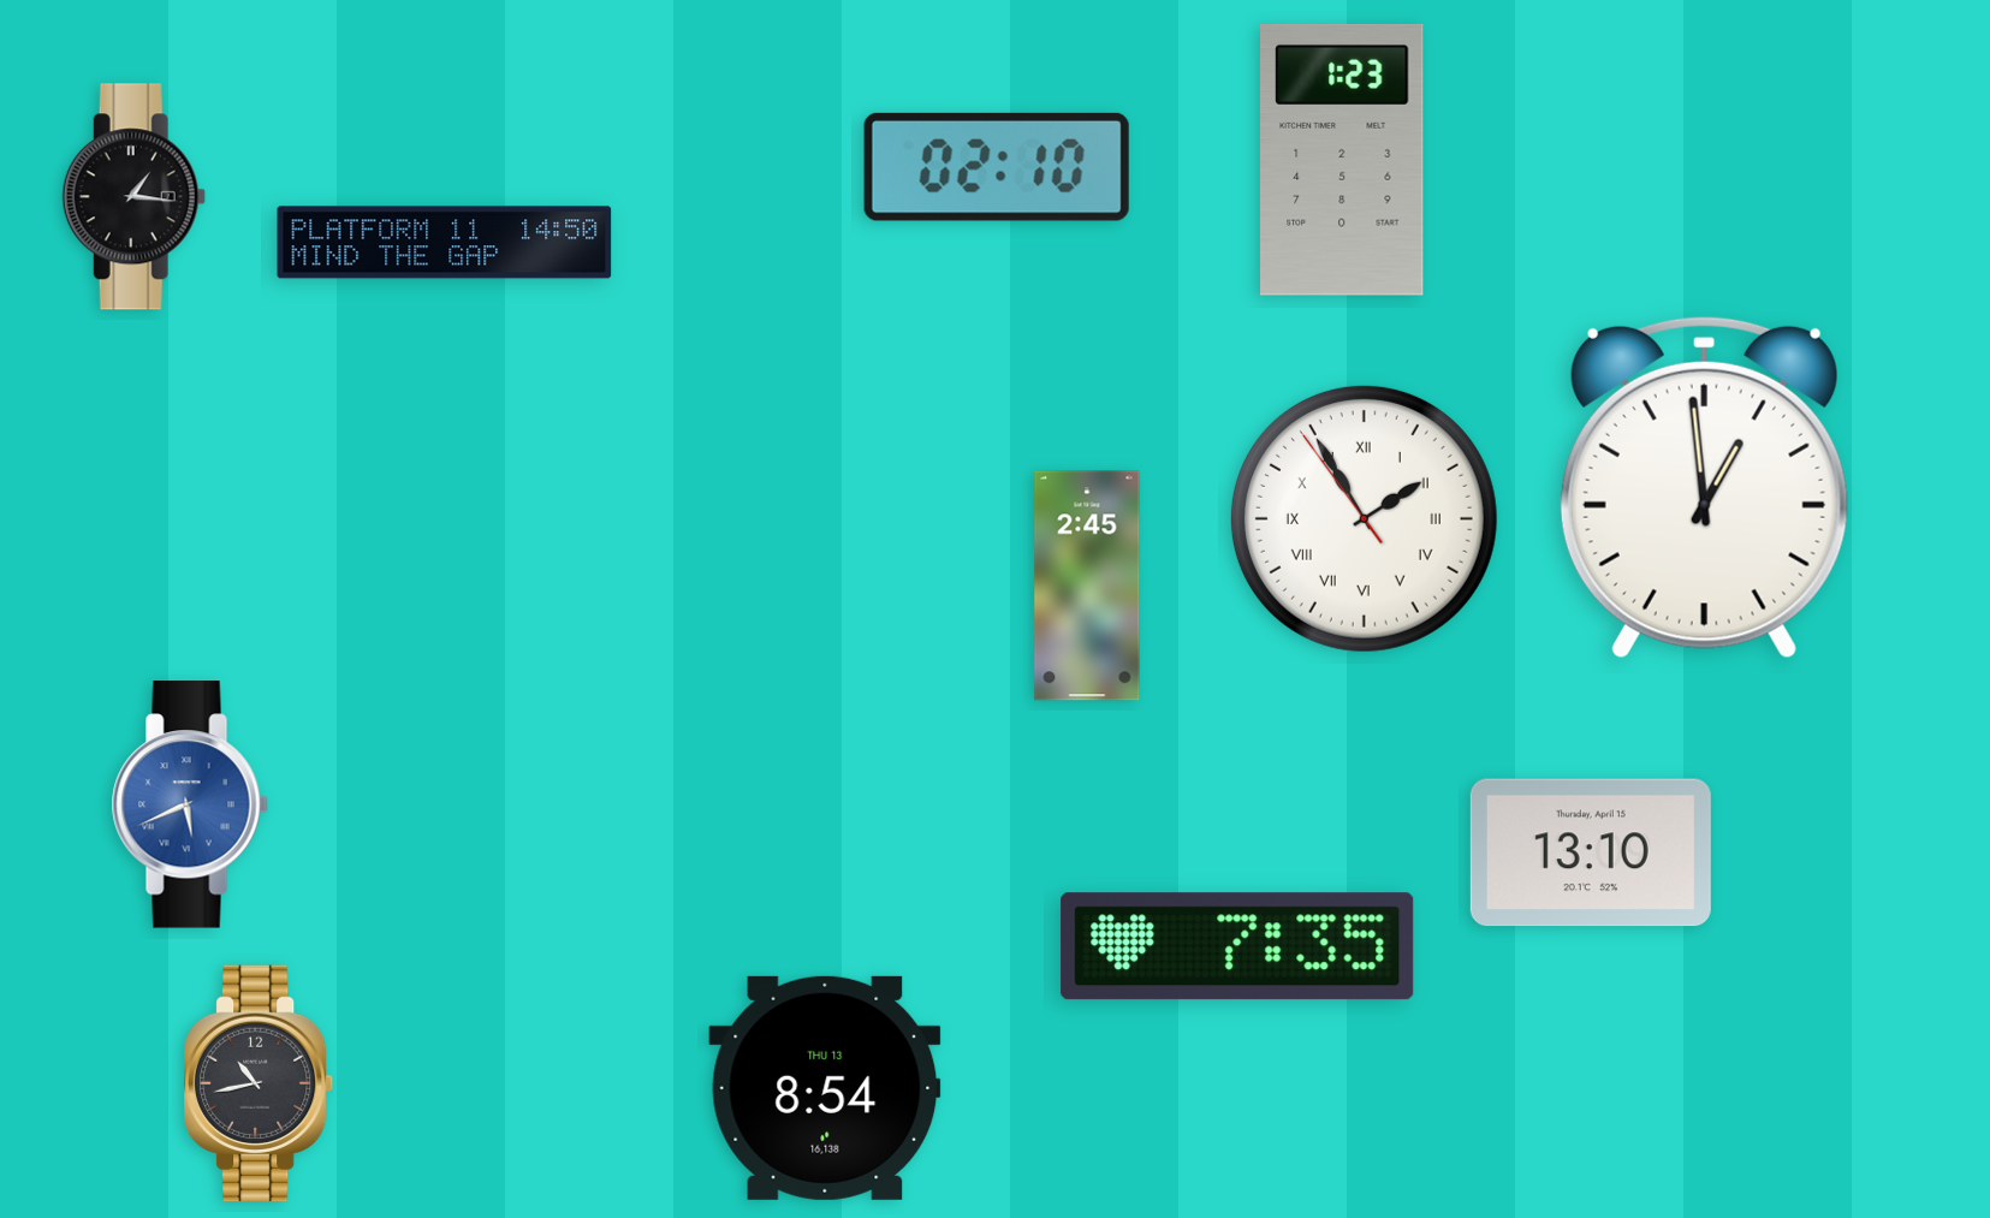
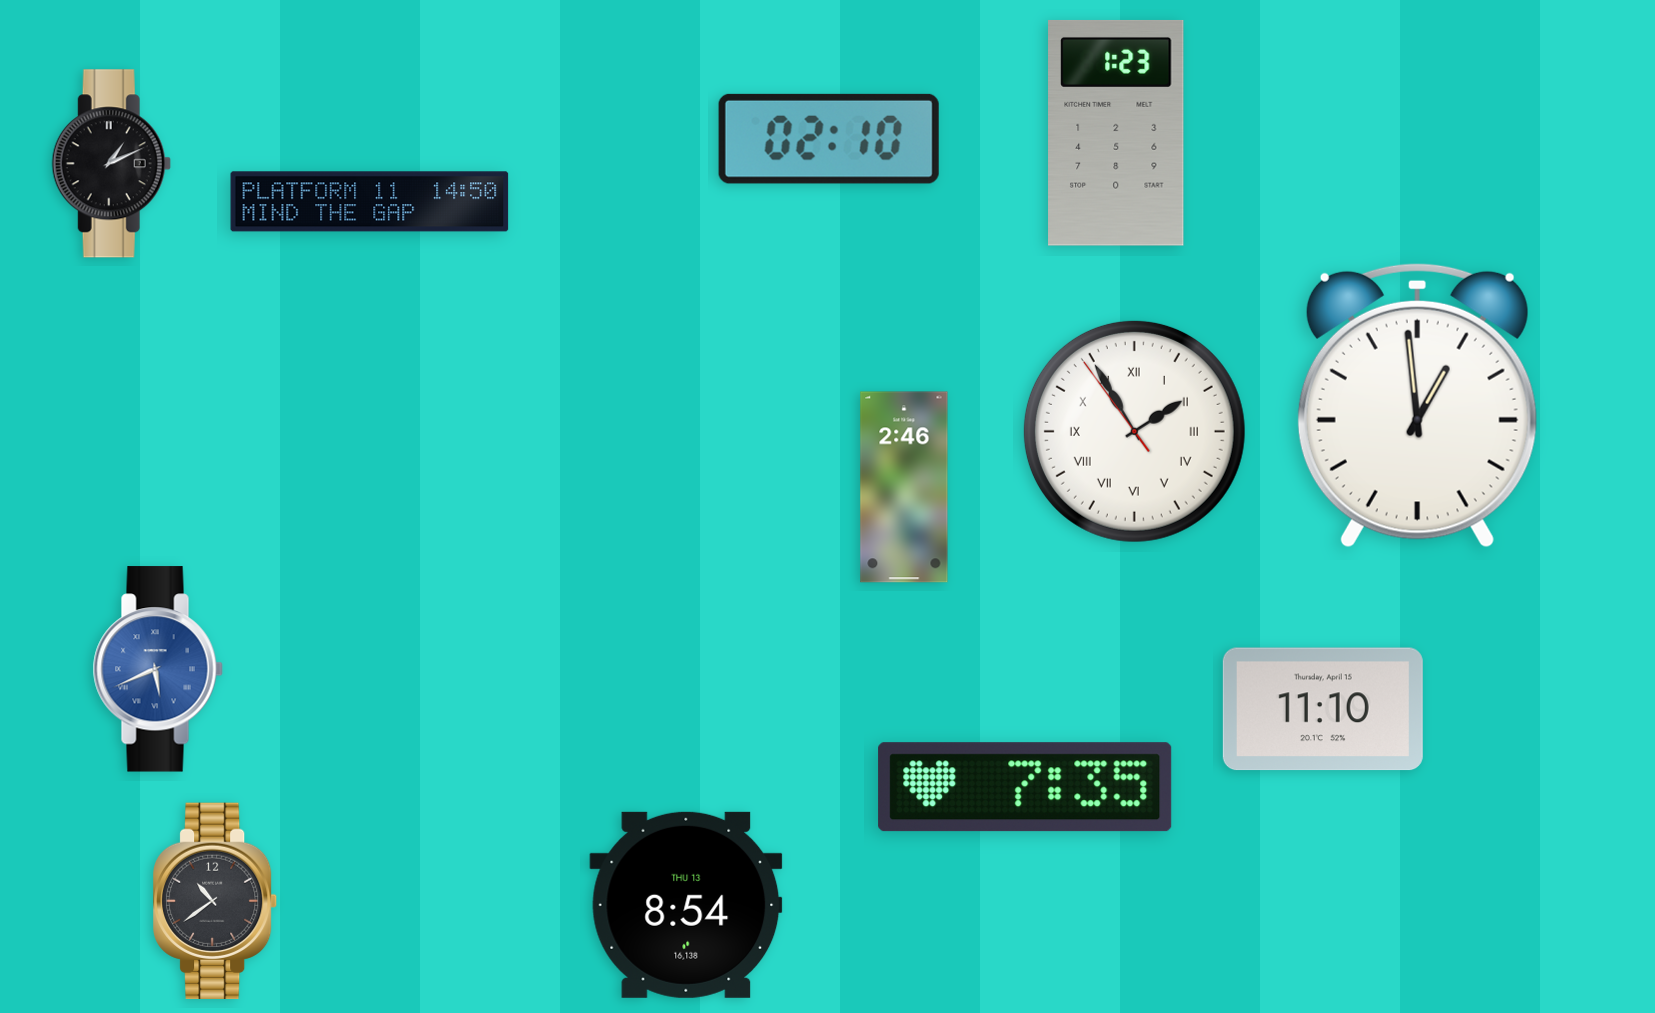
clock at (133, 197): 1:16 -> 1:11
clock at (1087, 586): 2:45 -> 2:46
clock at (1591, 852): 13:10 -> 11:10
clock at (1237, 946) position: (1237, 946) -> (1025, 787)
clock at (260, 1083): 10:43 -> 10:39
